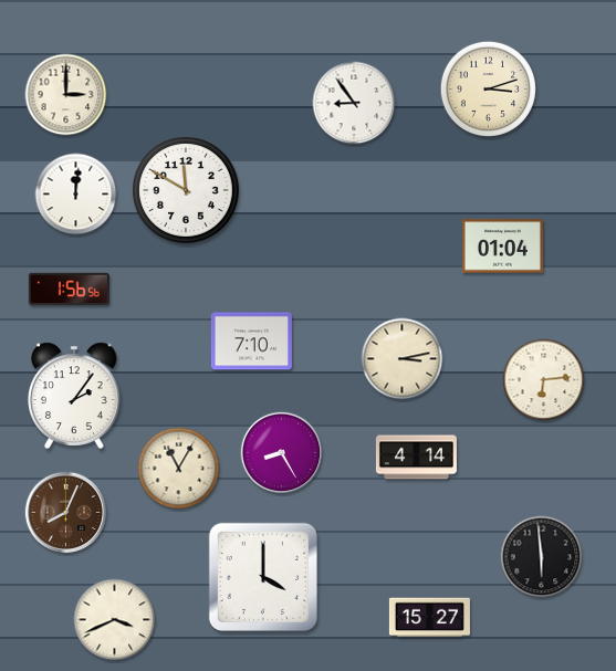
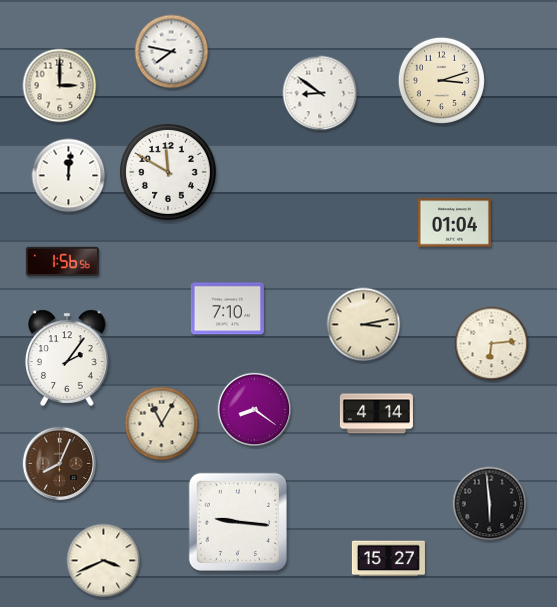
clock at (172, 52): none -> 7:47
clock at (354, 103): 8:54 -> 8:51
clock at (282, 453): 8:25 -> 8:21
clock at (263, 577): 4:00 -> 9:16
